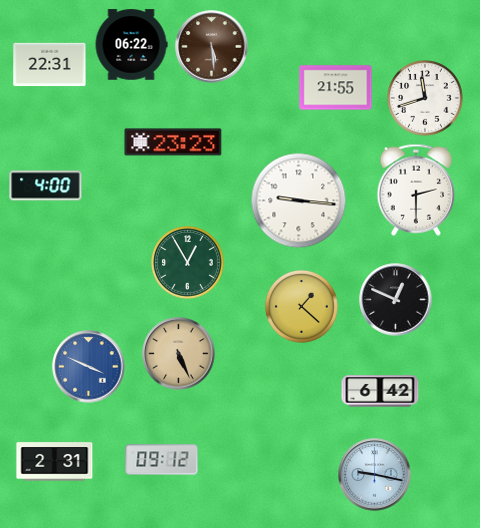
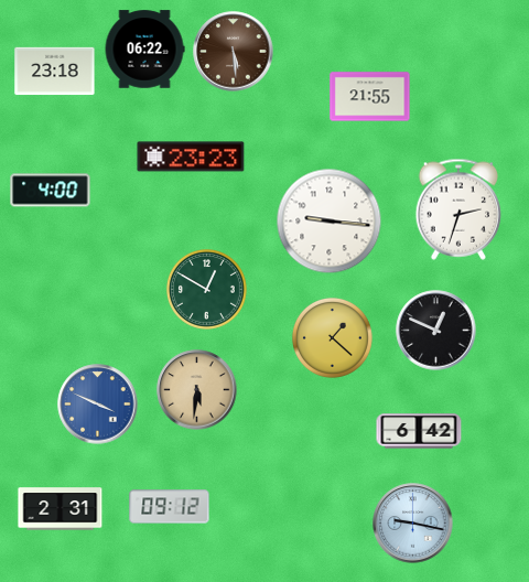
clock at (50, 65): 22:31 -> 23:18
clock at (425, 98): 11:42 -> none
clock at (46, 186) position: (46, 186) -> (51, 191)
clock at (416, 190): 2:30 -> 2:33
clock at (188, 263): 12:55 -> 12:50
clock at (179, 354): 5:26 -> 5:31
clock at (162, 460) position: (162, 460) -> (170, 507)
